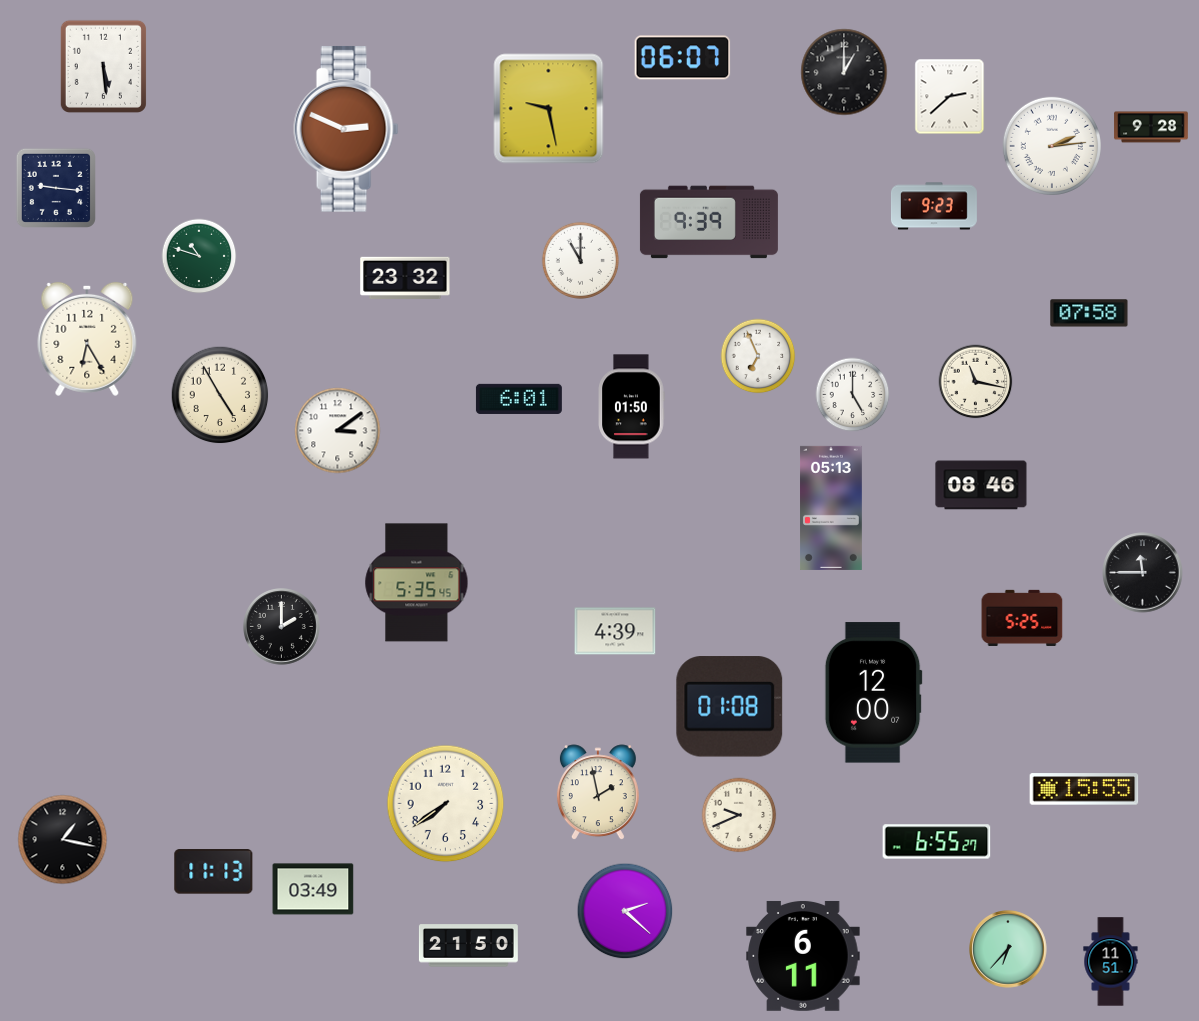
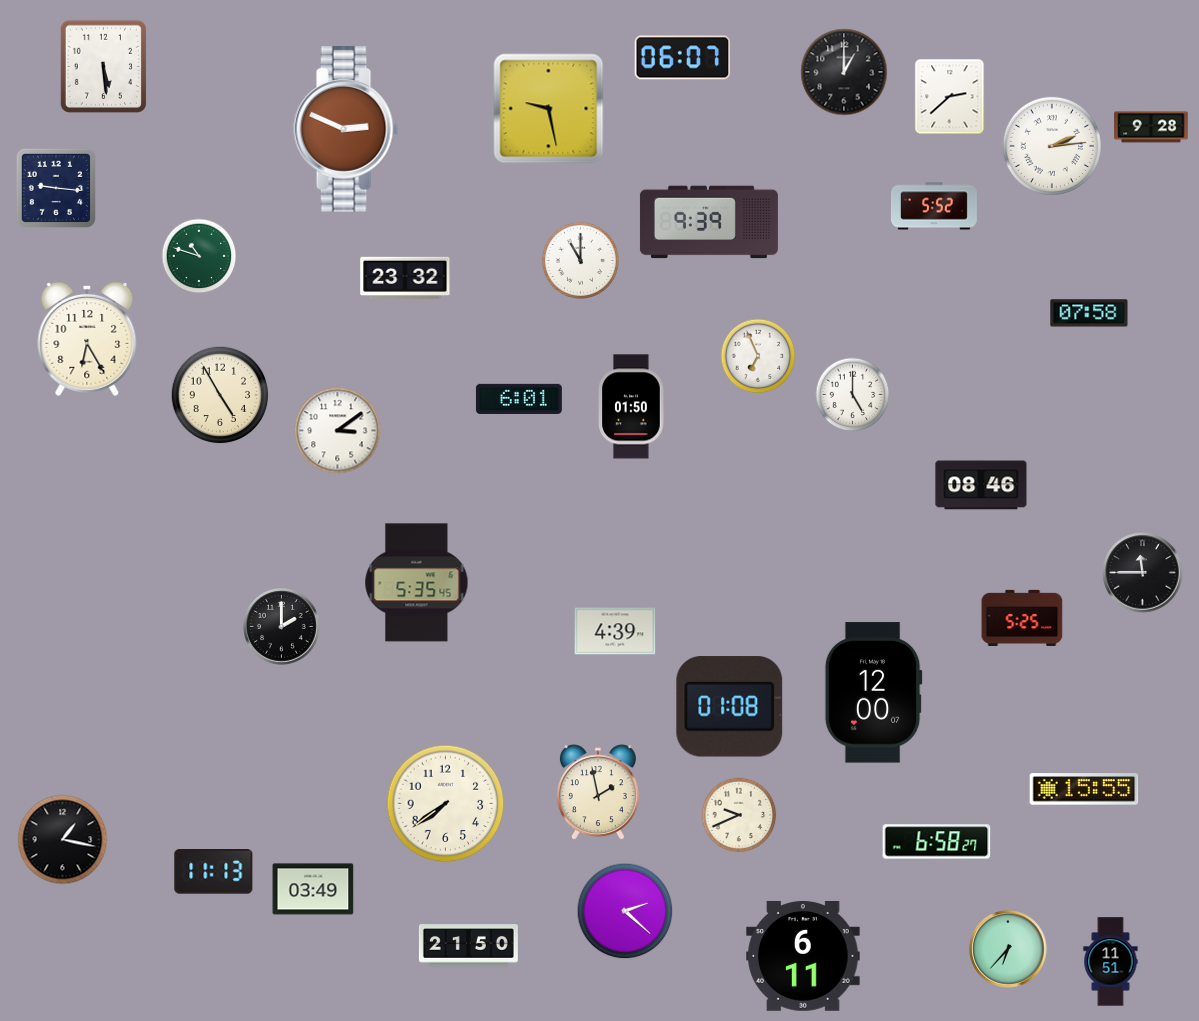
clock at (934, 206): 9:23 -> 5:52
clock at (976, 382): 11:17 -> none
clock at (832, 508): 05:13 -> none
clock at (937, 842): 6:55 -> 6:58
